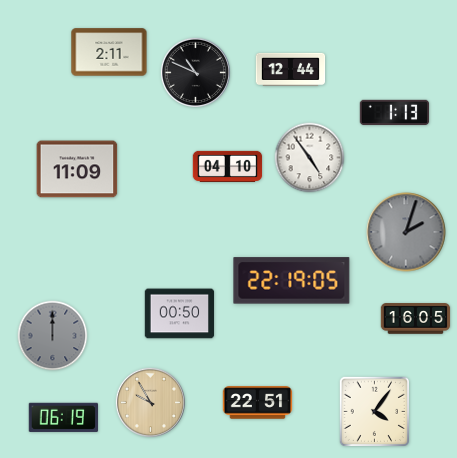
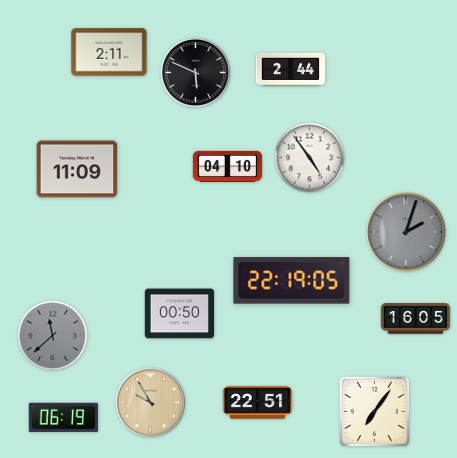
clock at (291, 69): 12:44 -> 2:44
clock at (195, 72): 10:49 -> 5:49
clock at (395, 113): 1:13 -> none
clock at (53, 336): 12:00 -> 11:38
clock at (375, 412): 4:06 -> 7:06
